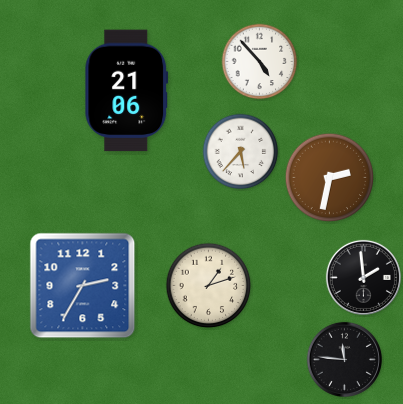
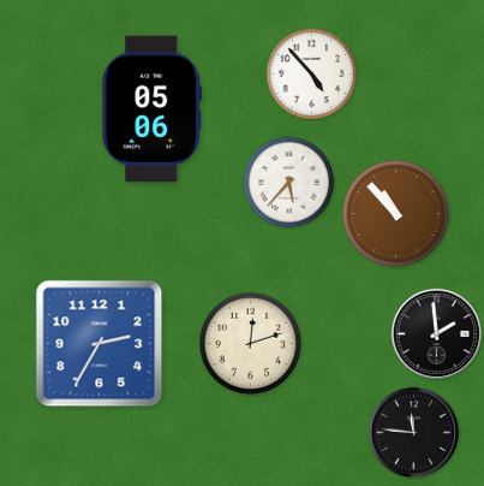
clock at (127, 91): 21:06 -> 05:06
clock at (330, 178): 2:32 -> 10:53
clock at (209, 286): 1:12 -> 12:12
